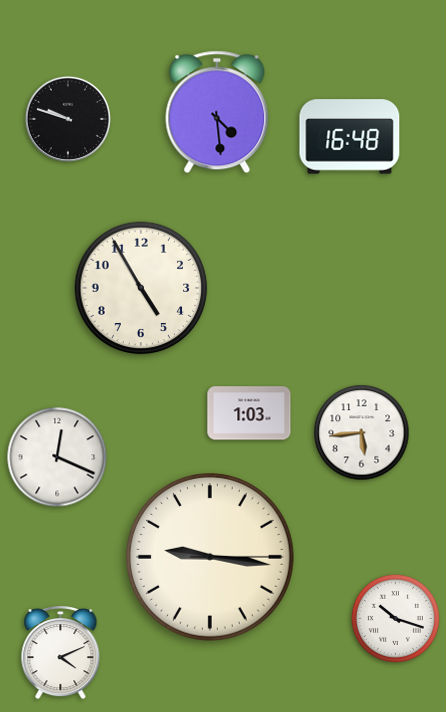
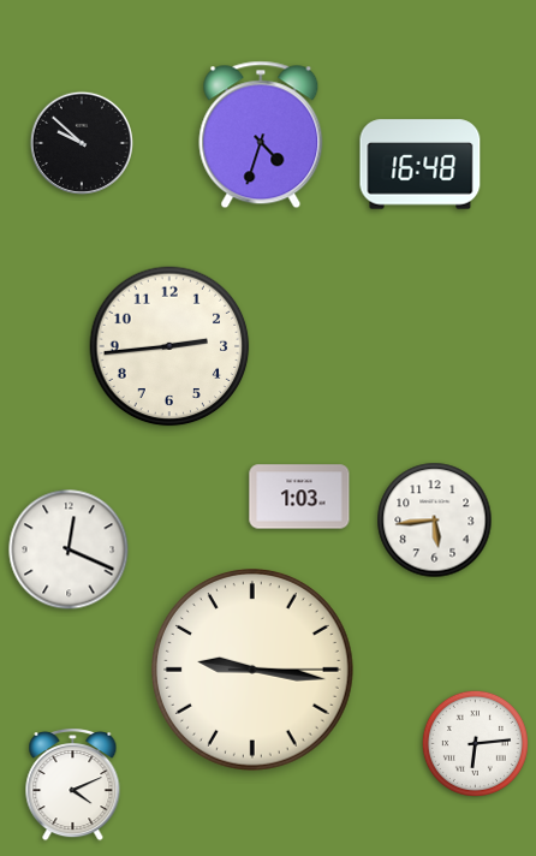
clock at (217, 112): 4:29 -> 4:33
clock at (68, 119): 9:48 -> 9:52
clock at (141, 288): 4:55 -> 2:44
clock at (395, 618): 10:18 -> 6:14
